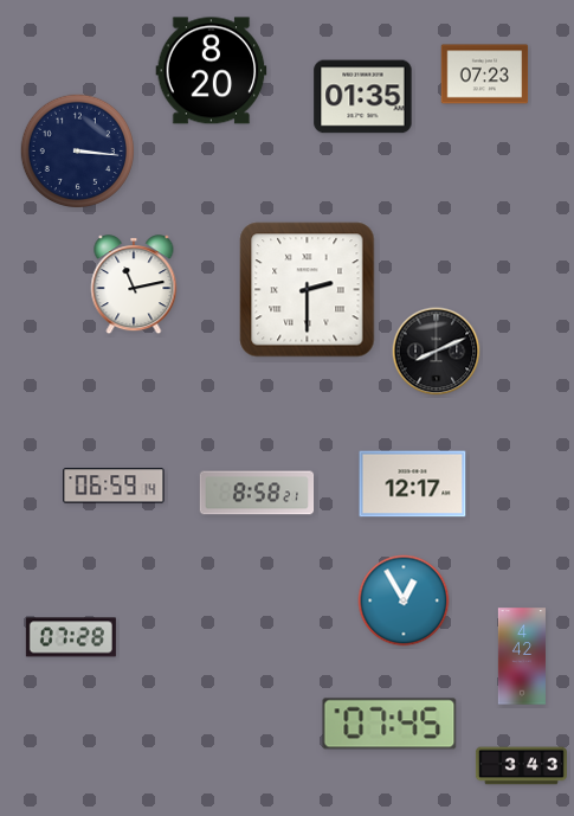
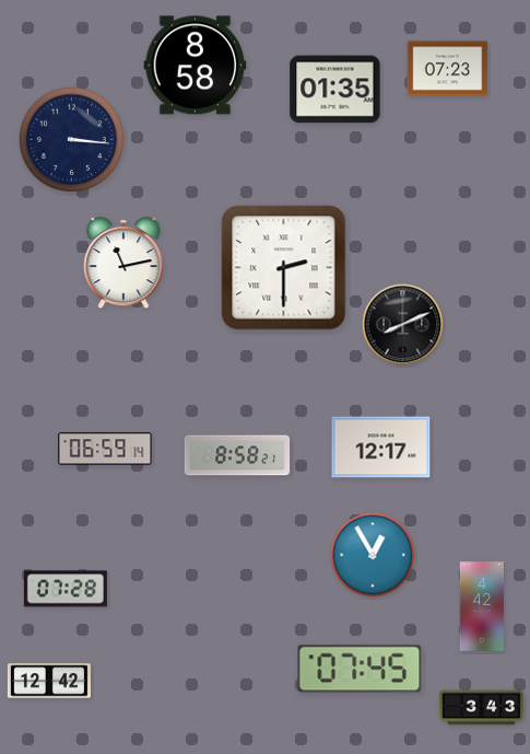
clock at (212, 71): 8:20 -> 8:58
clock at (49, 681): none -> 12:42
